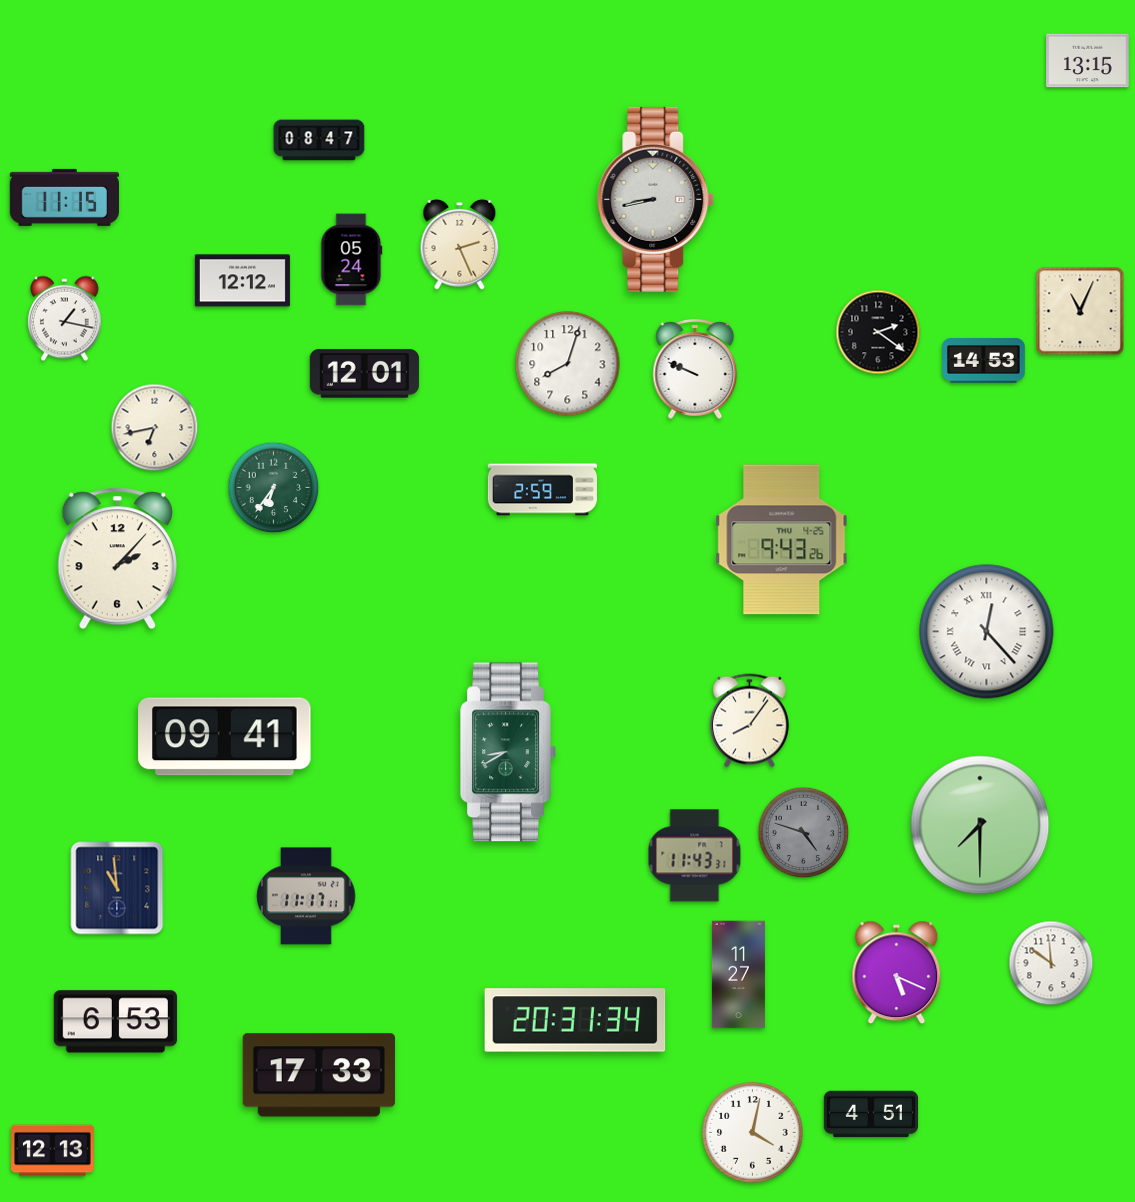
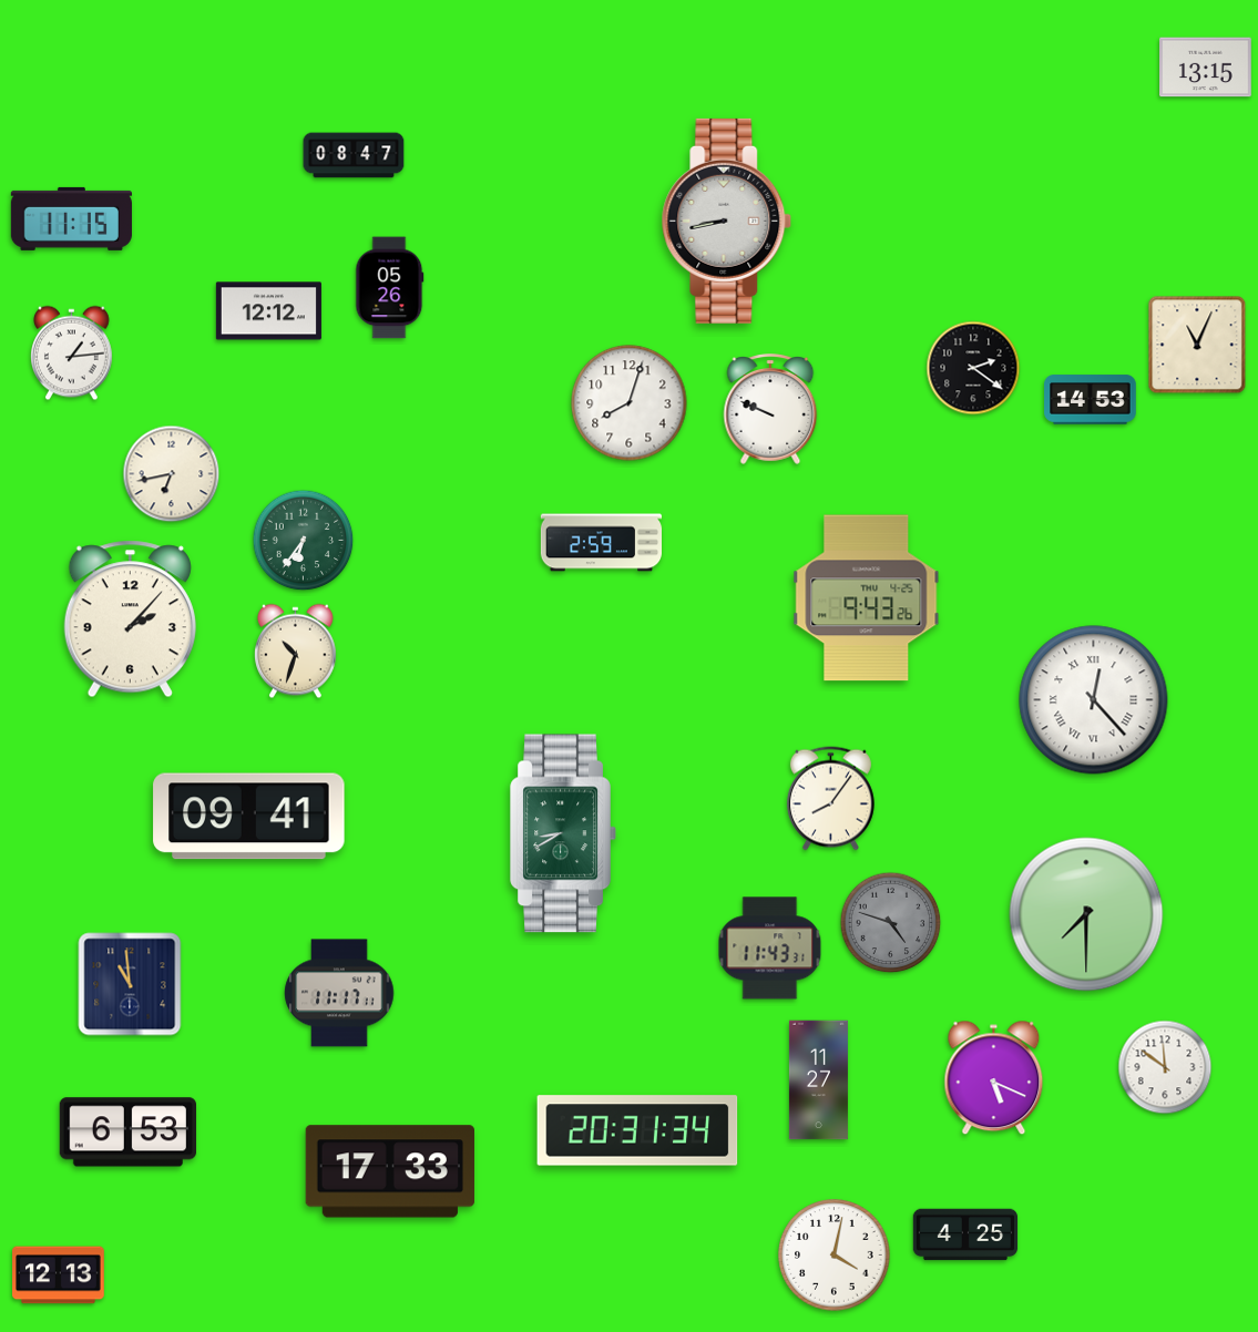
clock at (460, 244): 2:26 -> none
clock at (352, 260): 05:24 -> 05:26
clock at (65, 319): 1:17 -> 1:14
clock at (364, 374): 12:01 -> none
clock at (296, 652): none -> 10:33
clock at (319, 1075) position: (319, 1075) -> (390, 1171)
clock at (871, 1114): 4:51 -> 4:25
